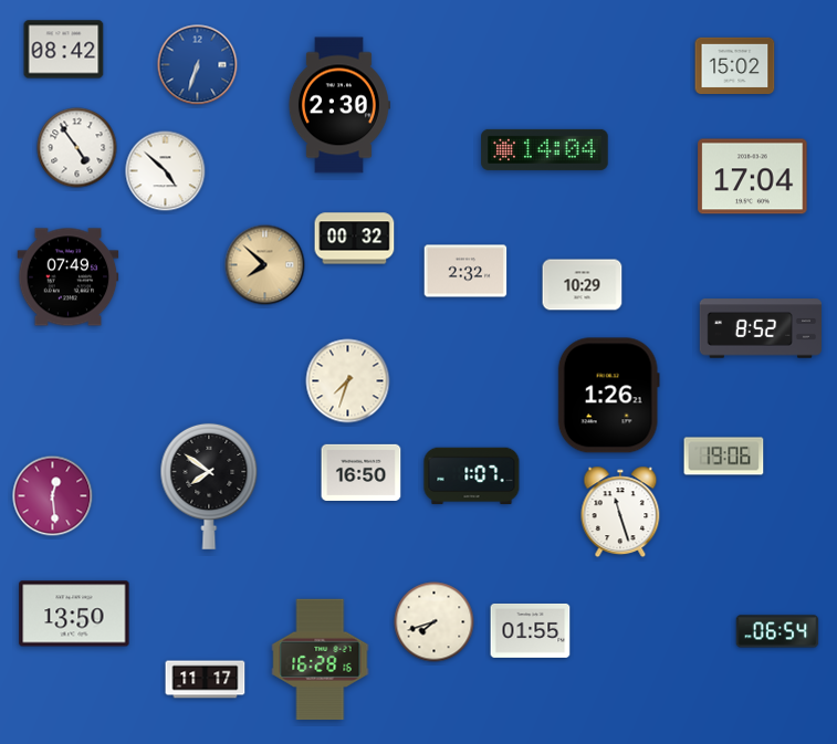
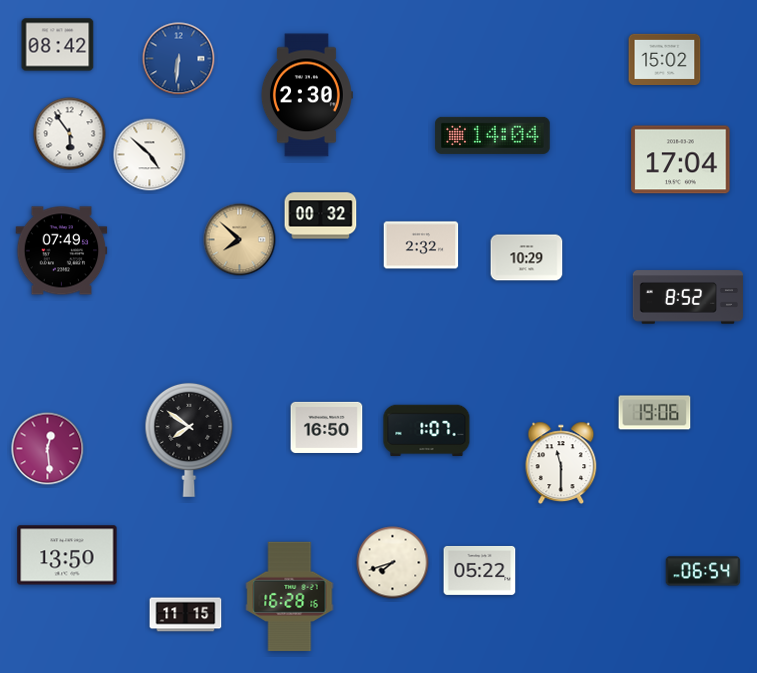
clock at (198, 65): 6:33 -> 6:31
clock at (77, 148): 4:54 -> 5:54
clock at (348, 381): 7:33 -> none
clock at (608, 396): 1:26 -> none
clock at (620, 512): 11:27 -> 11:30
clock at (531, 630): 01:55 -> 05:22
clock at (206, 680): 11:17 -> 11:15
